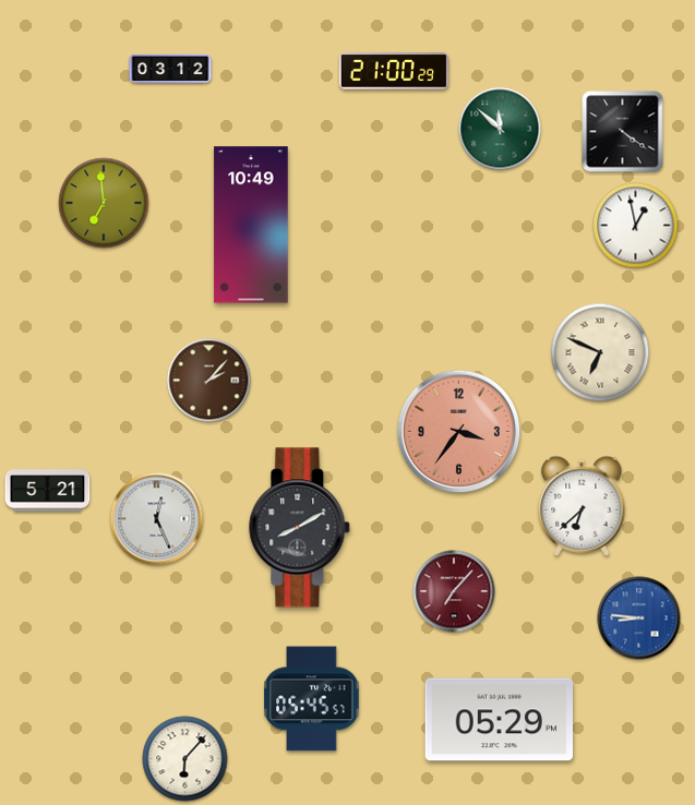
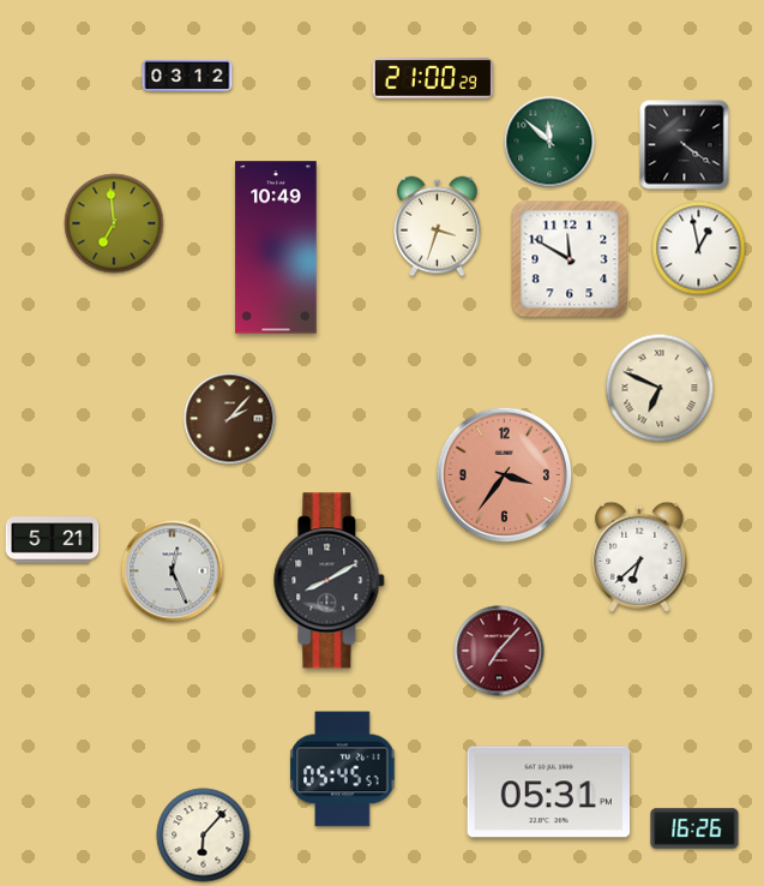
clock at (438, 227): none -> 3:33
clock at (570, 259): none -> 11:50
clock at (639, 618): 8:46 -> none
clock at (499, 720): 05:29 -> 05:31
clock at (694, 828): none -> 16:26
